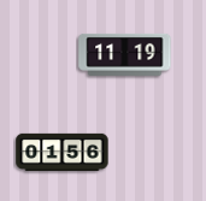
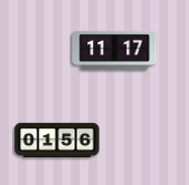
clock at (125, 54): 11:19 -> 11:17
